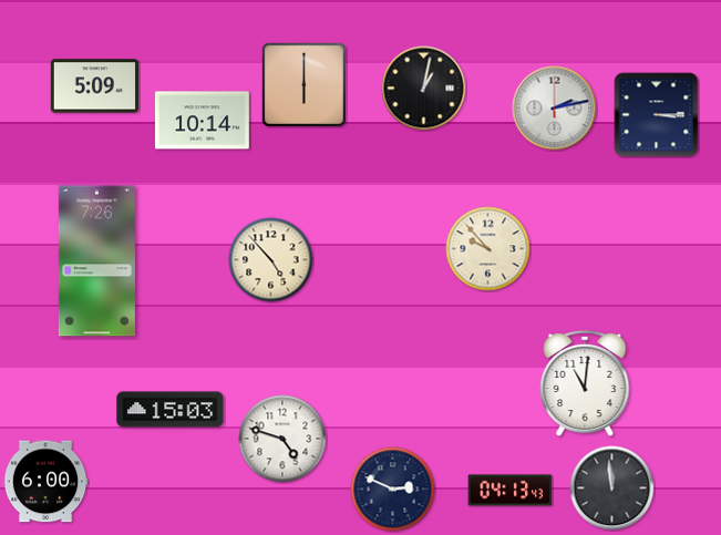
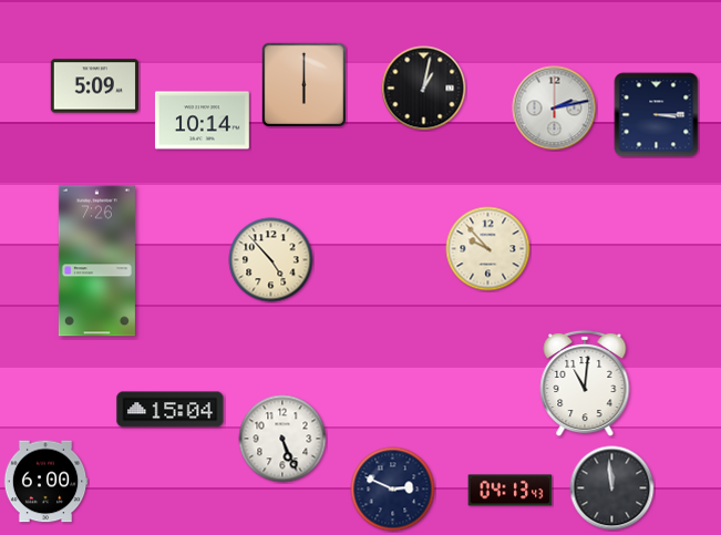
clock at (171, 410): 15:03 -> 15:04
clock at (282, 439): 4:48 -> 5:26
